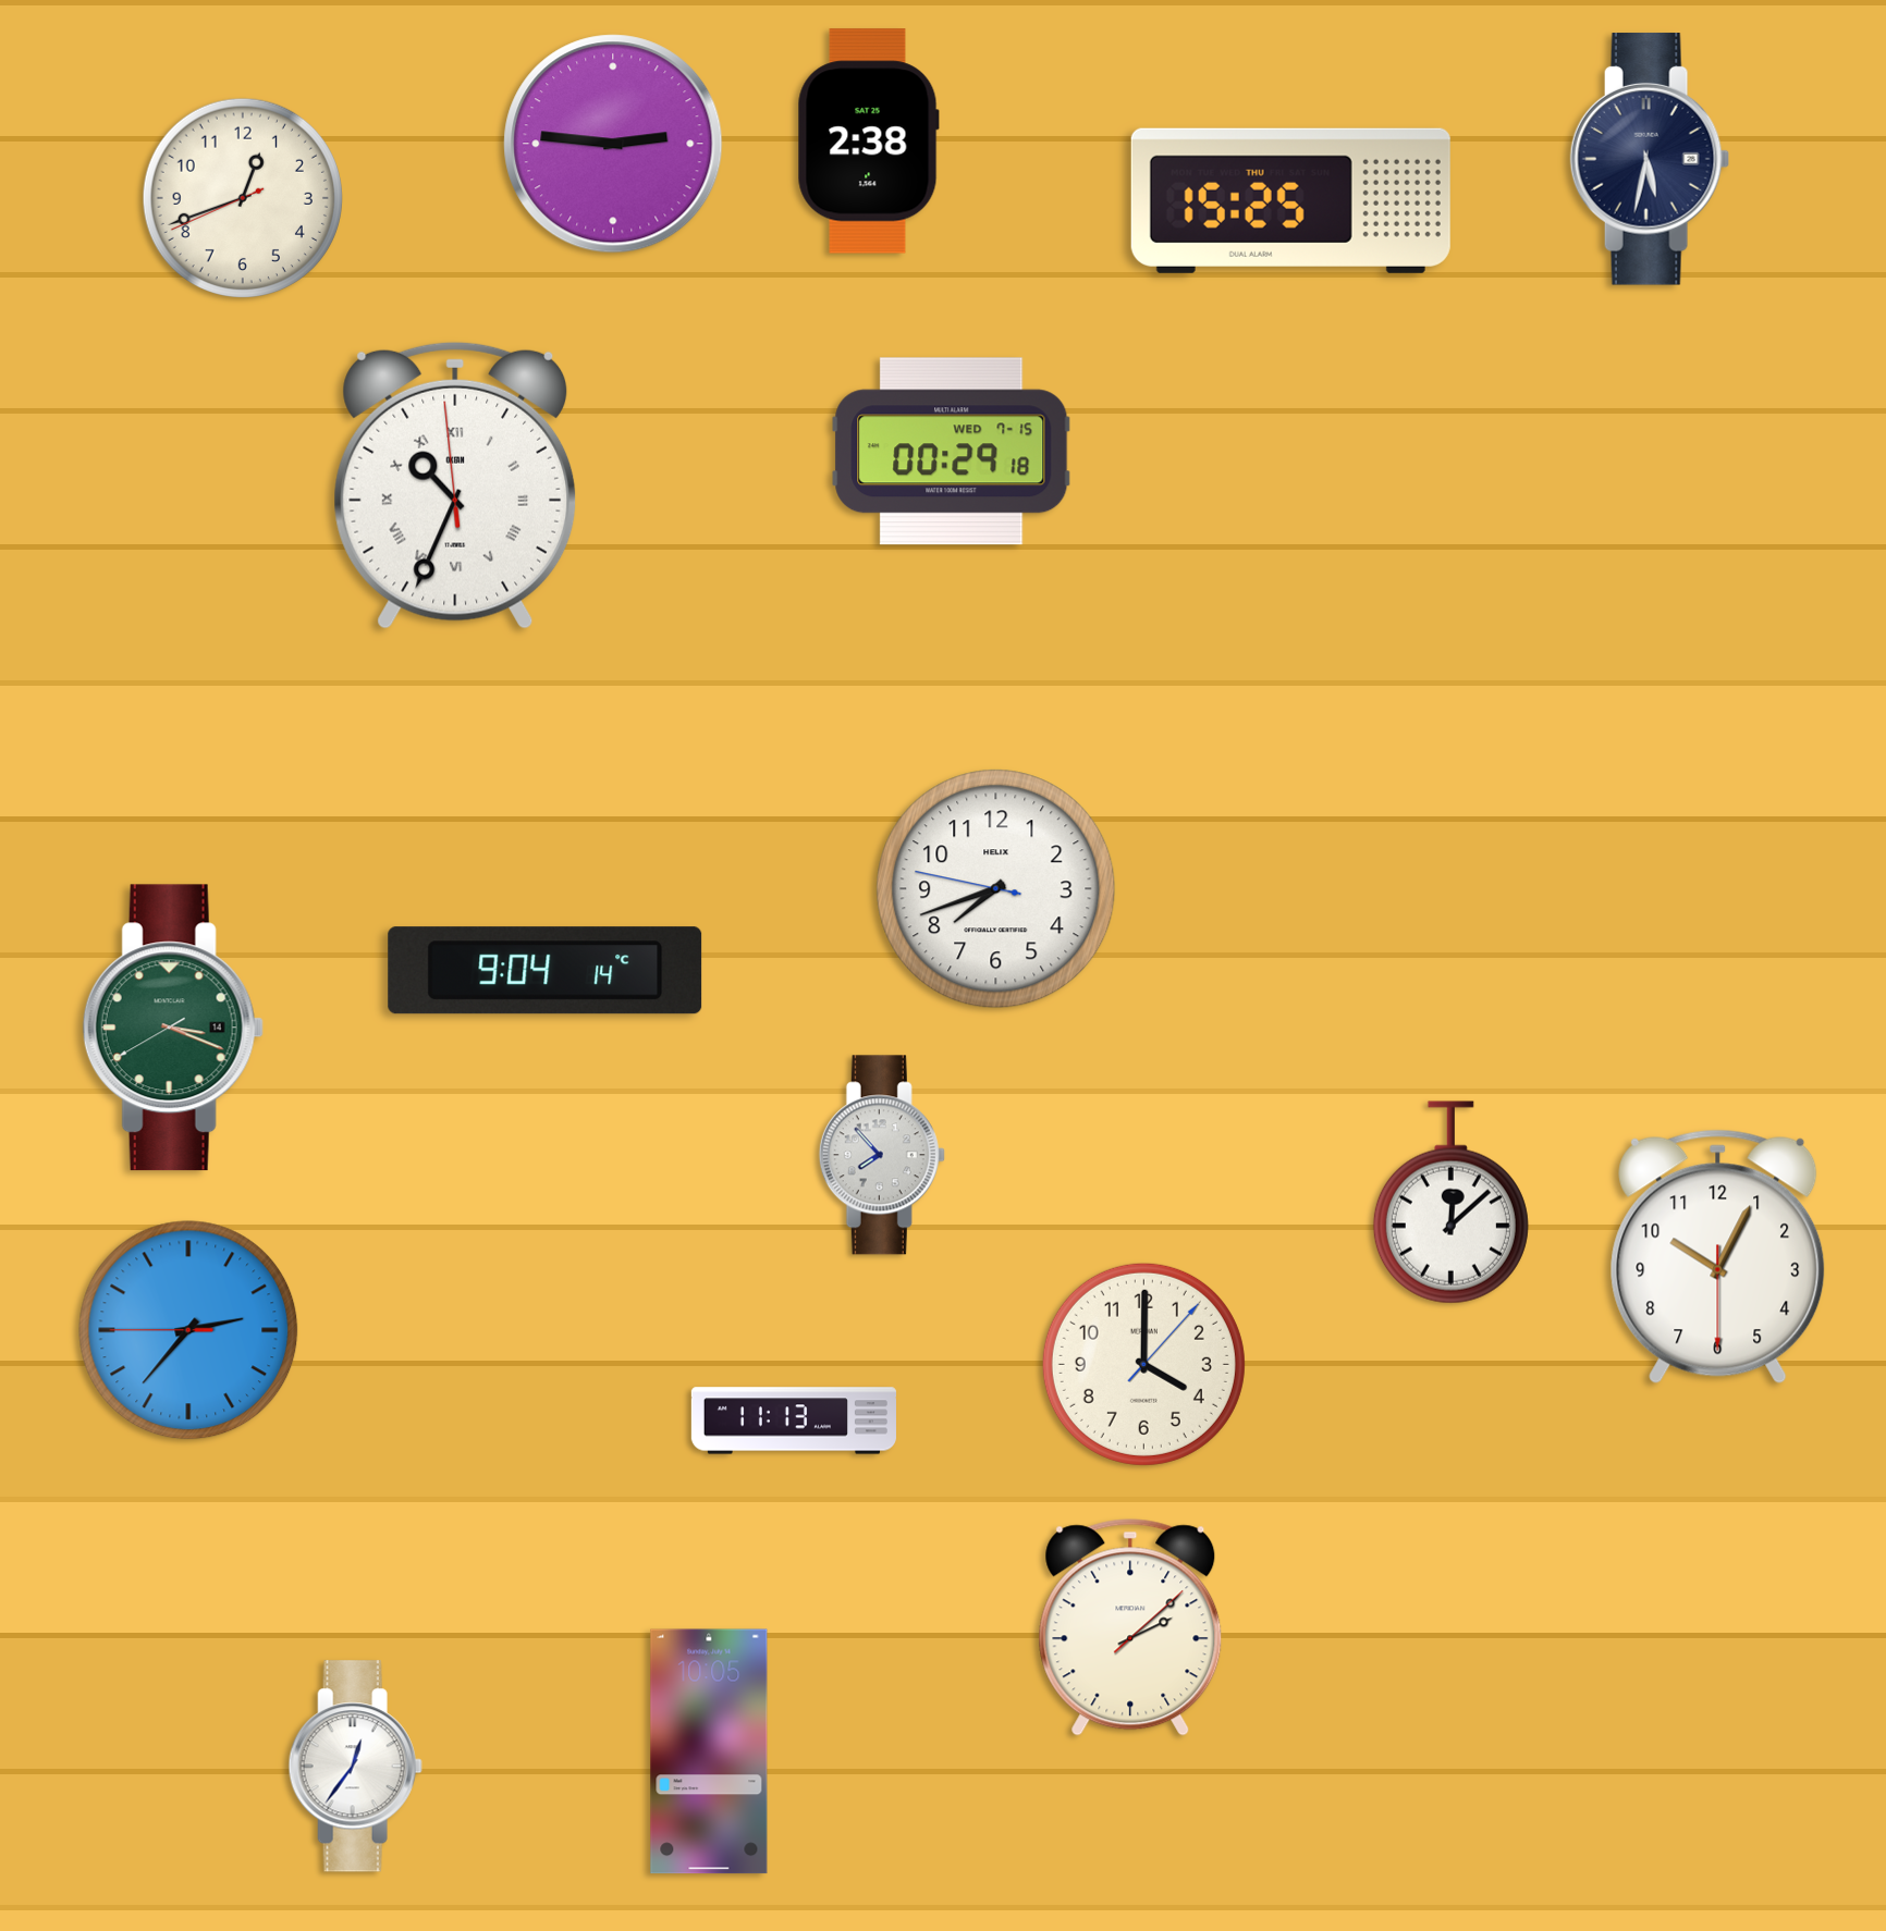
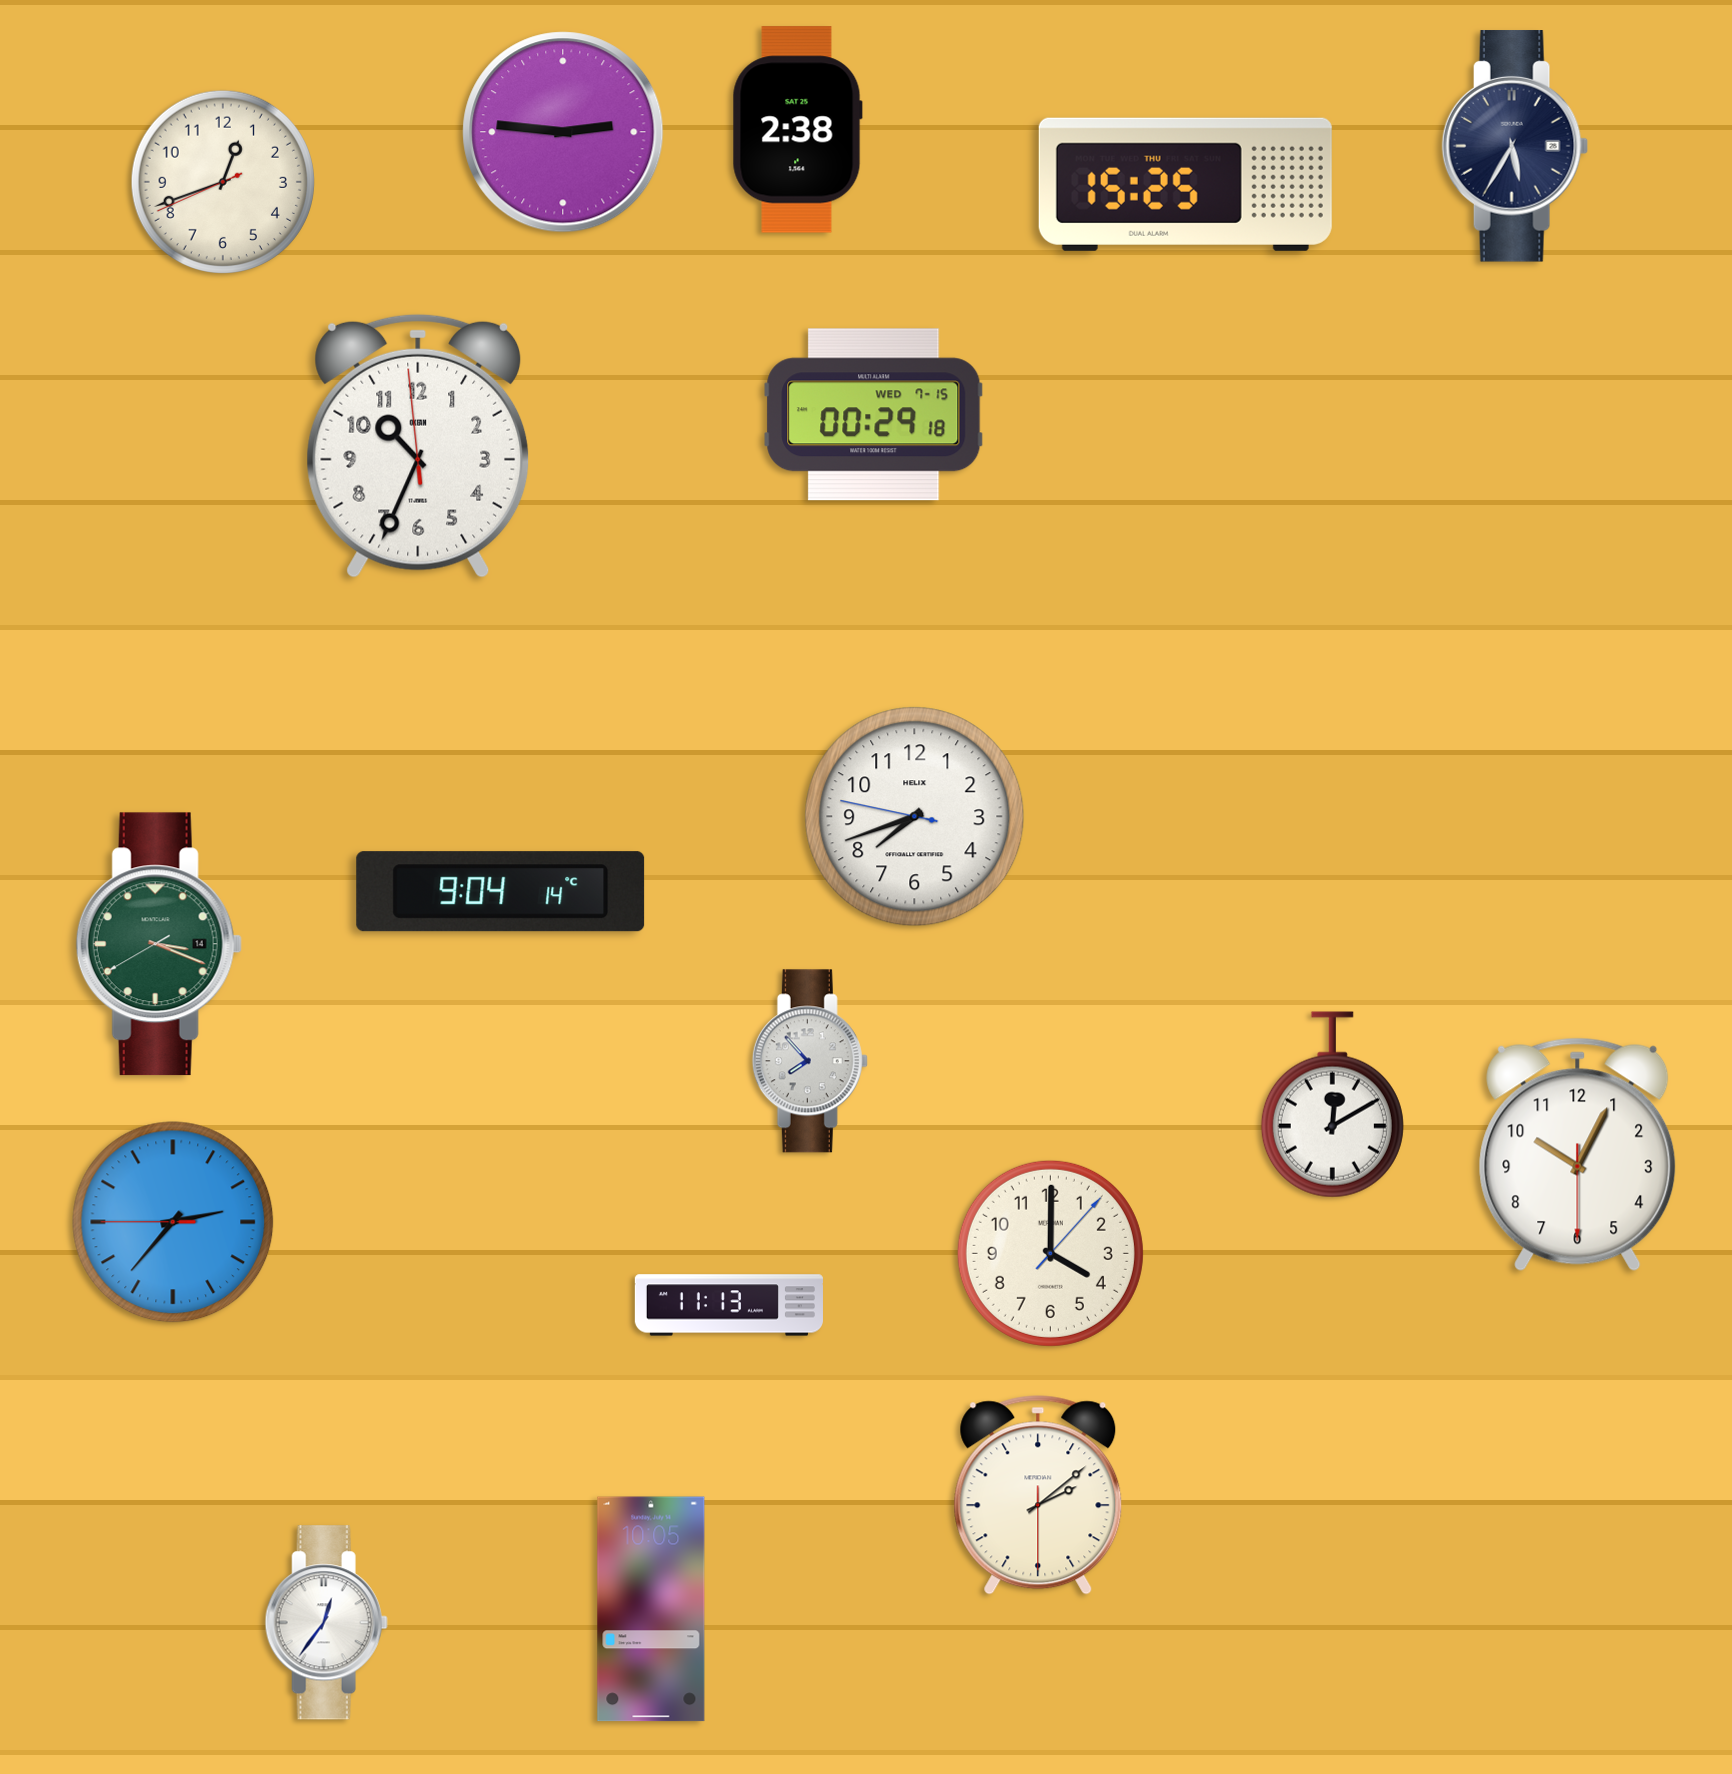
clock at (1650, 159): 5:32 -> 5:35
clock at (455, 485) numerals: Roman -> Arabic
clock at (1450, 1203): 12:08 -> 12:10
clock at (1130, 1627): 2:08:08 -> 2:08:30
